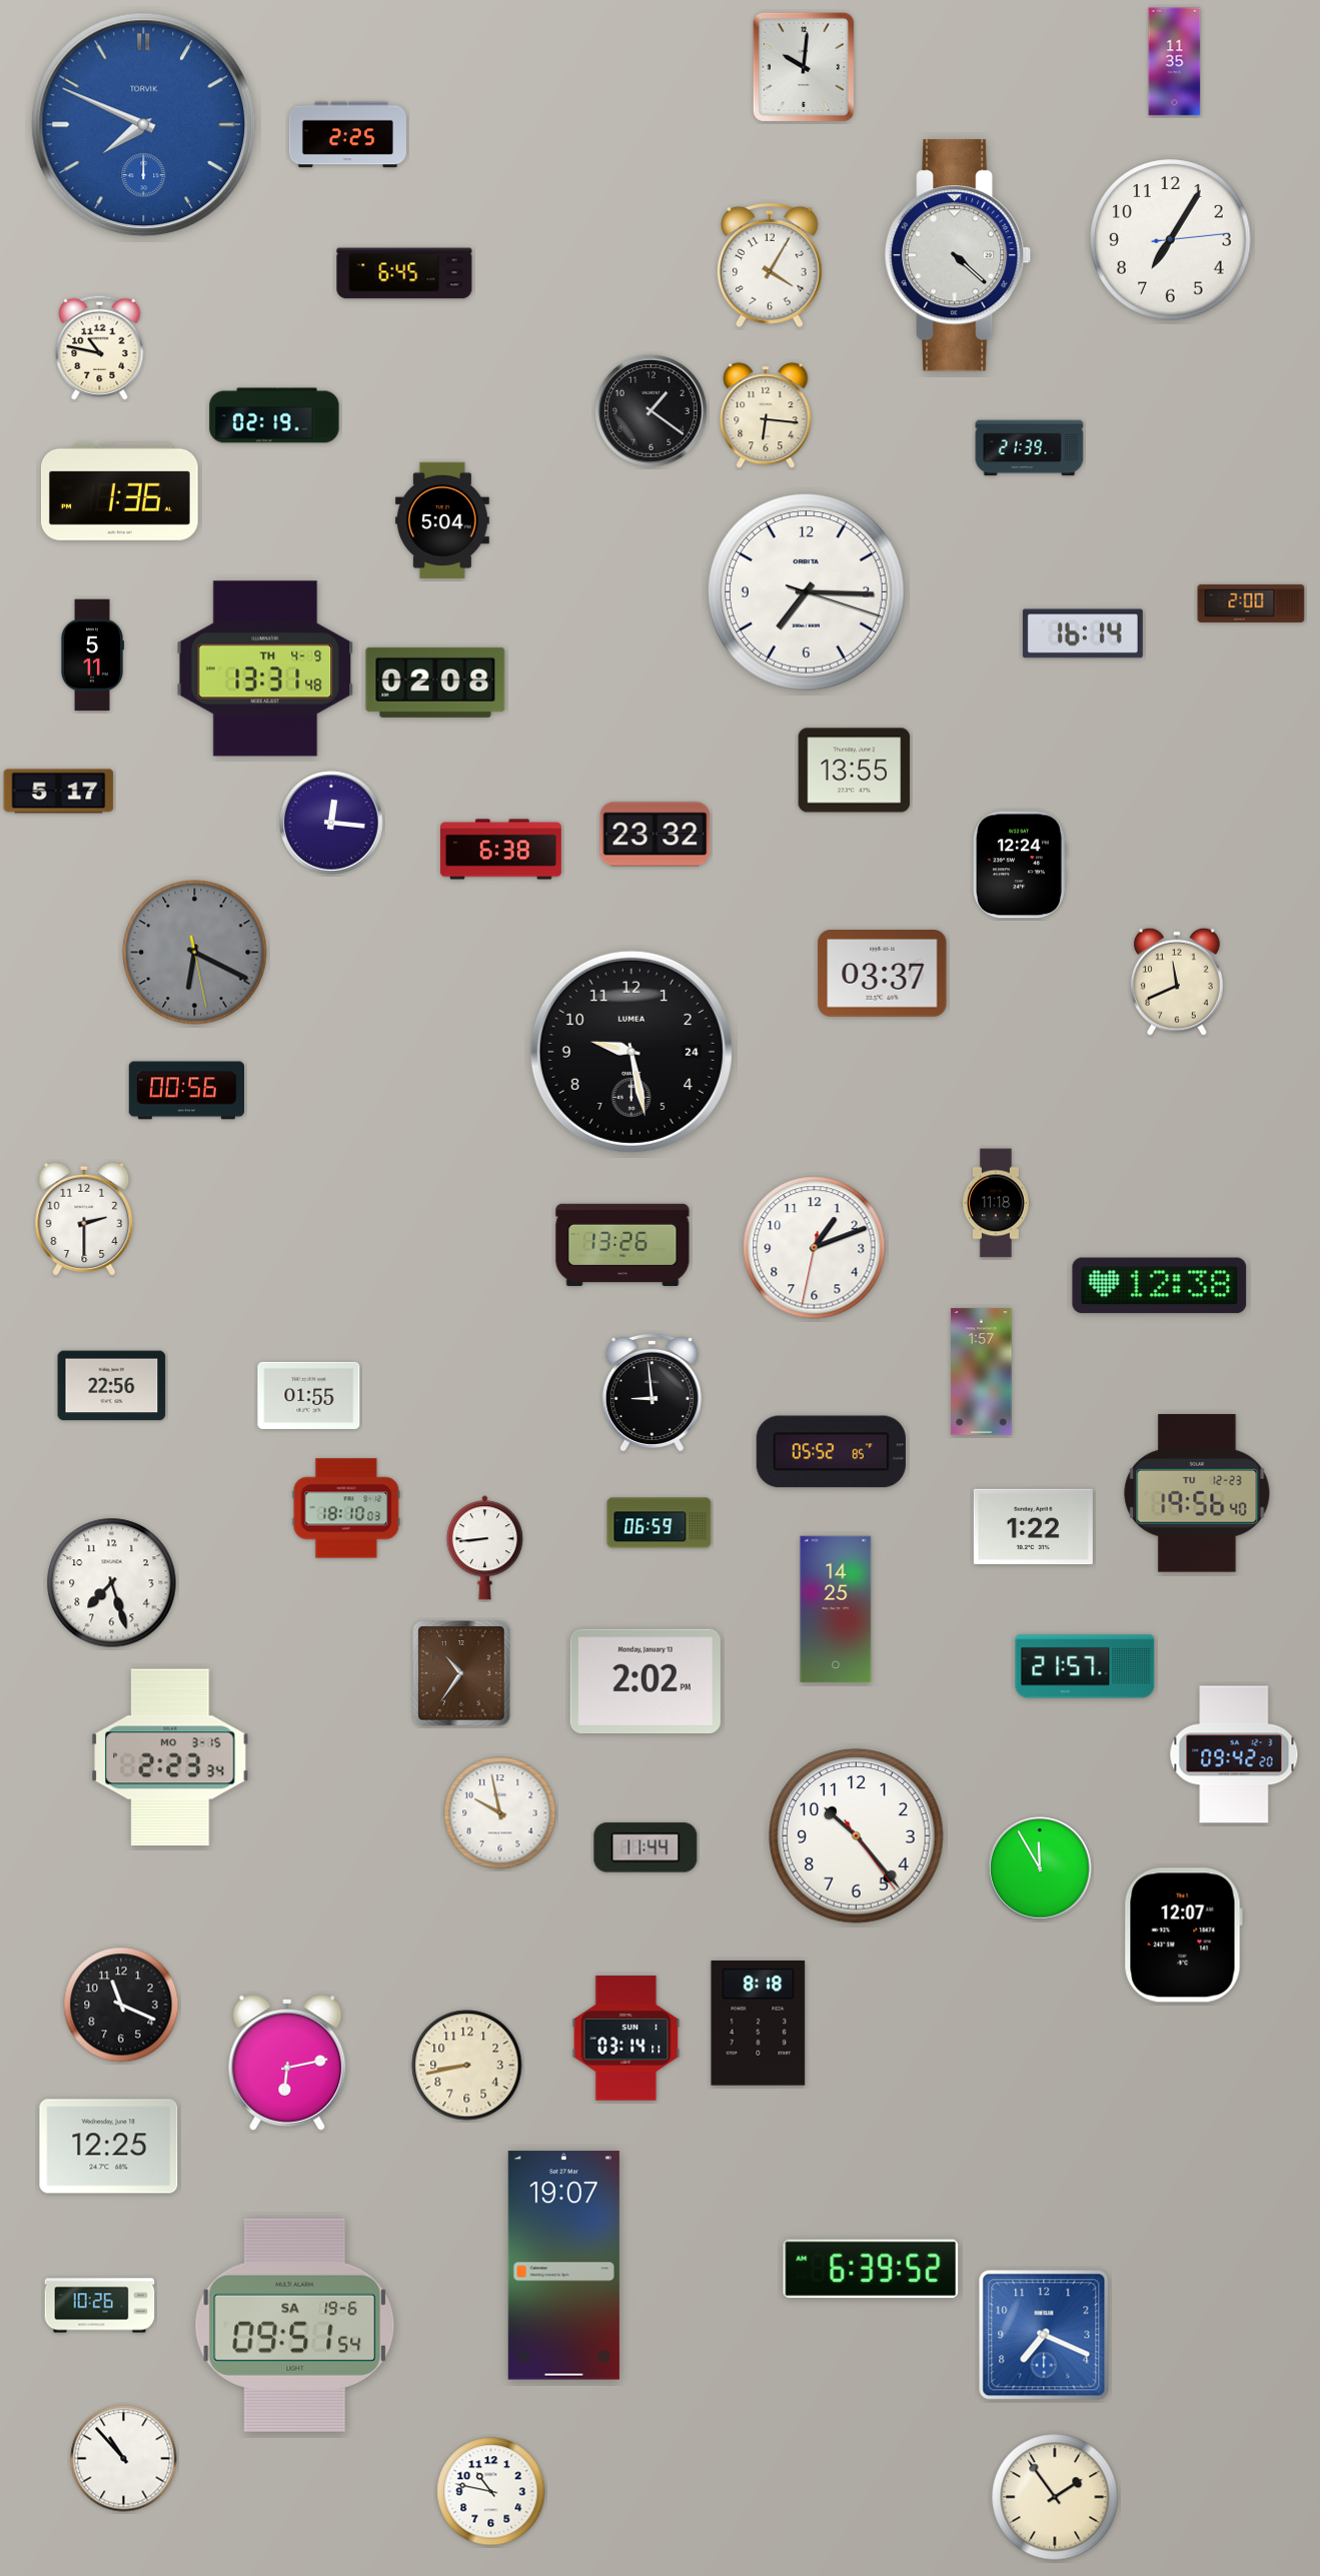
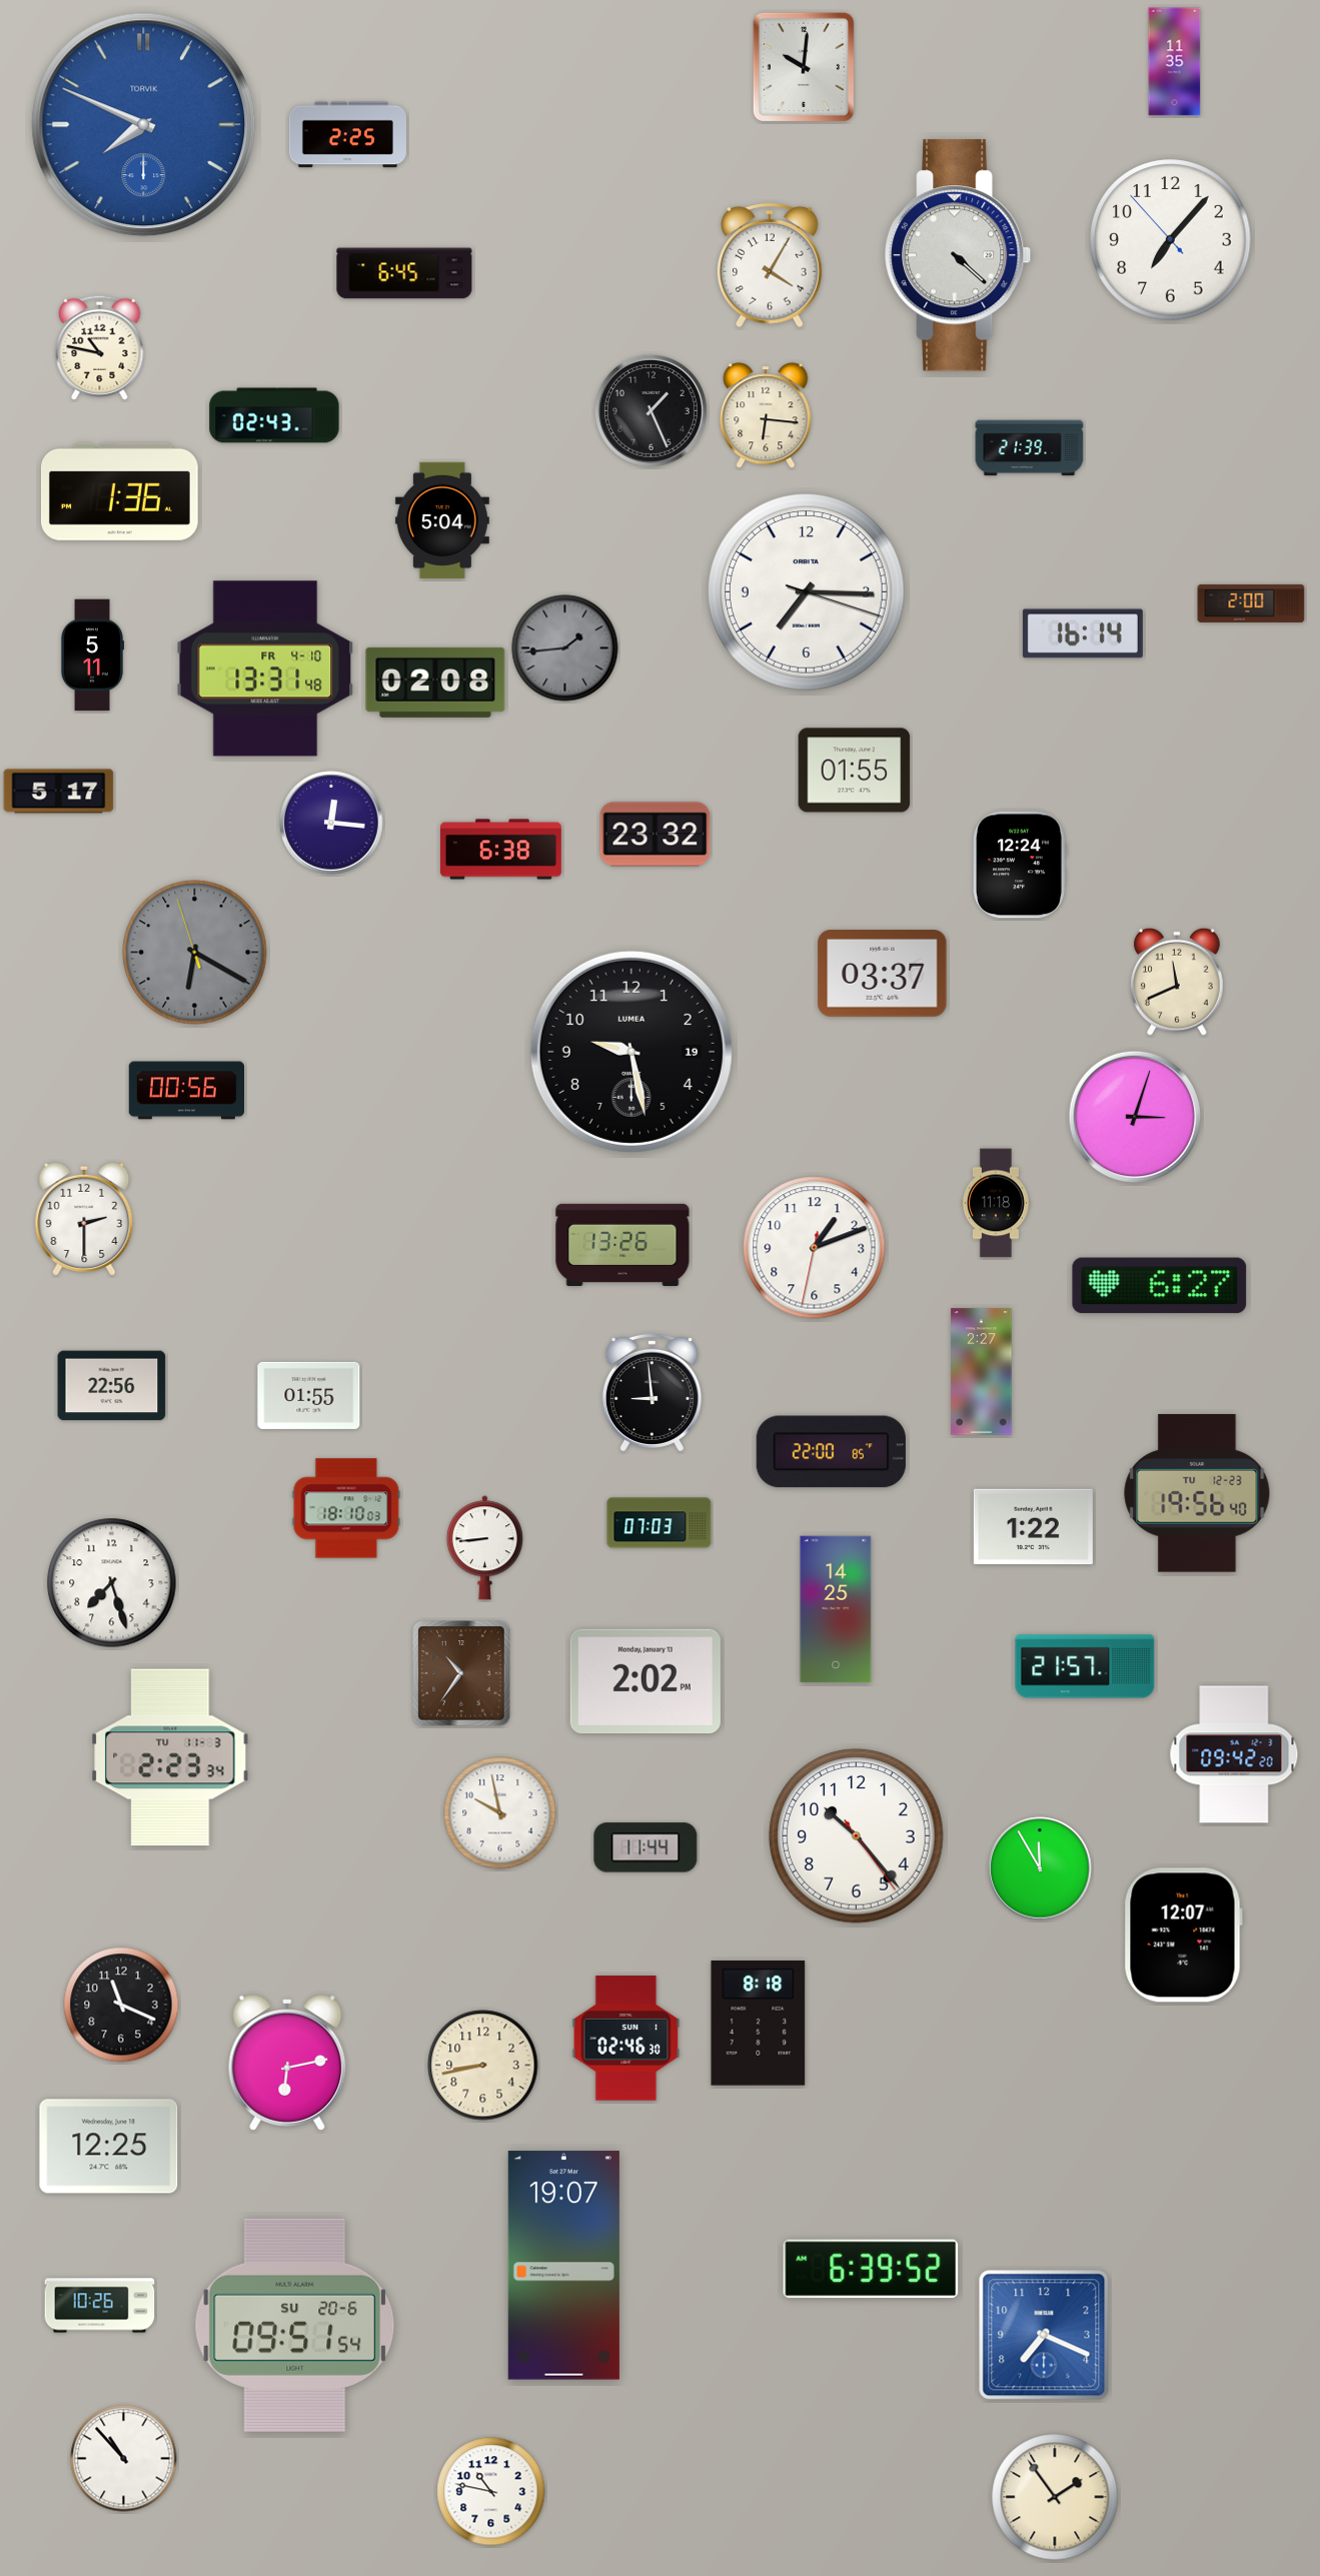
clock at (1171, 240): 7:05 -> 7:06
clock at (650, 410): 1:21 -> 1:26
clock at (274, 415): 02:19 -> 02:43
clock at (565, 649): none -> 1:44
clock at (265, 669) date: TH 4-9 -> FR 4-10
clock at (855, 771): 13:55 -> 01:55
clock at (195, 953): 6:19:28 -> 6:19:57
clock at (631, 1052) date: 24 -> 19
clock at (1135, 1117): none -> 3:03
clock at (1160, 1286): 12:38 -> 6:27
clock at (982, 1372): 1:57 -> 2:27
clock at (831, 1452): 05:52 -> 22:00
clock at (659, 1523): 06:59 -> 07:03
clock at (170, 1757) date: MO 3-15 -> TU 11-3
clock at (626, 2039): 03:14 -> 02:46
clock at (467, 2066) position: (467, 2066) -> (483, 2066)
clock at (295, 2325) date: SA 19-6 -> SU 20-6
